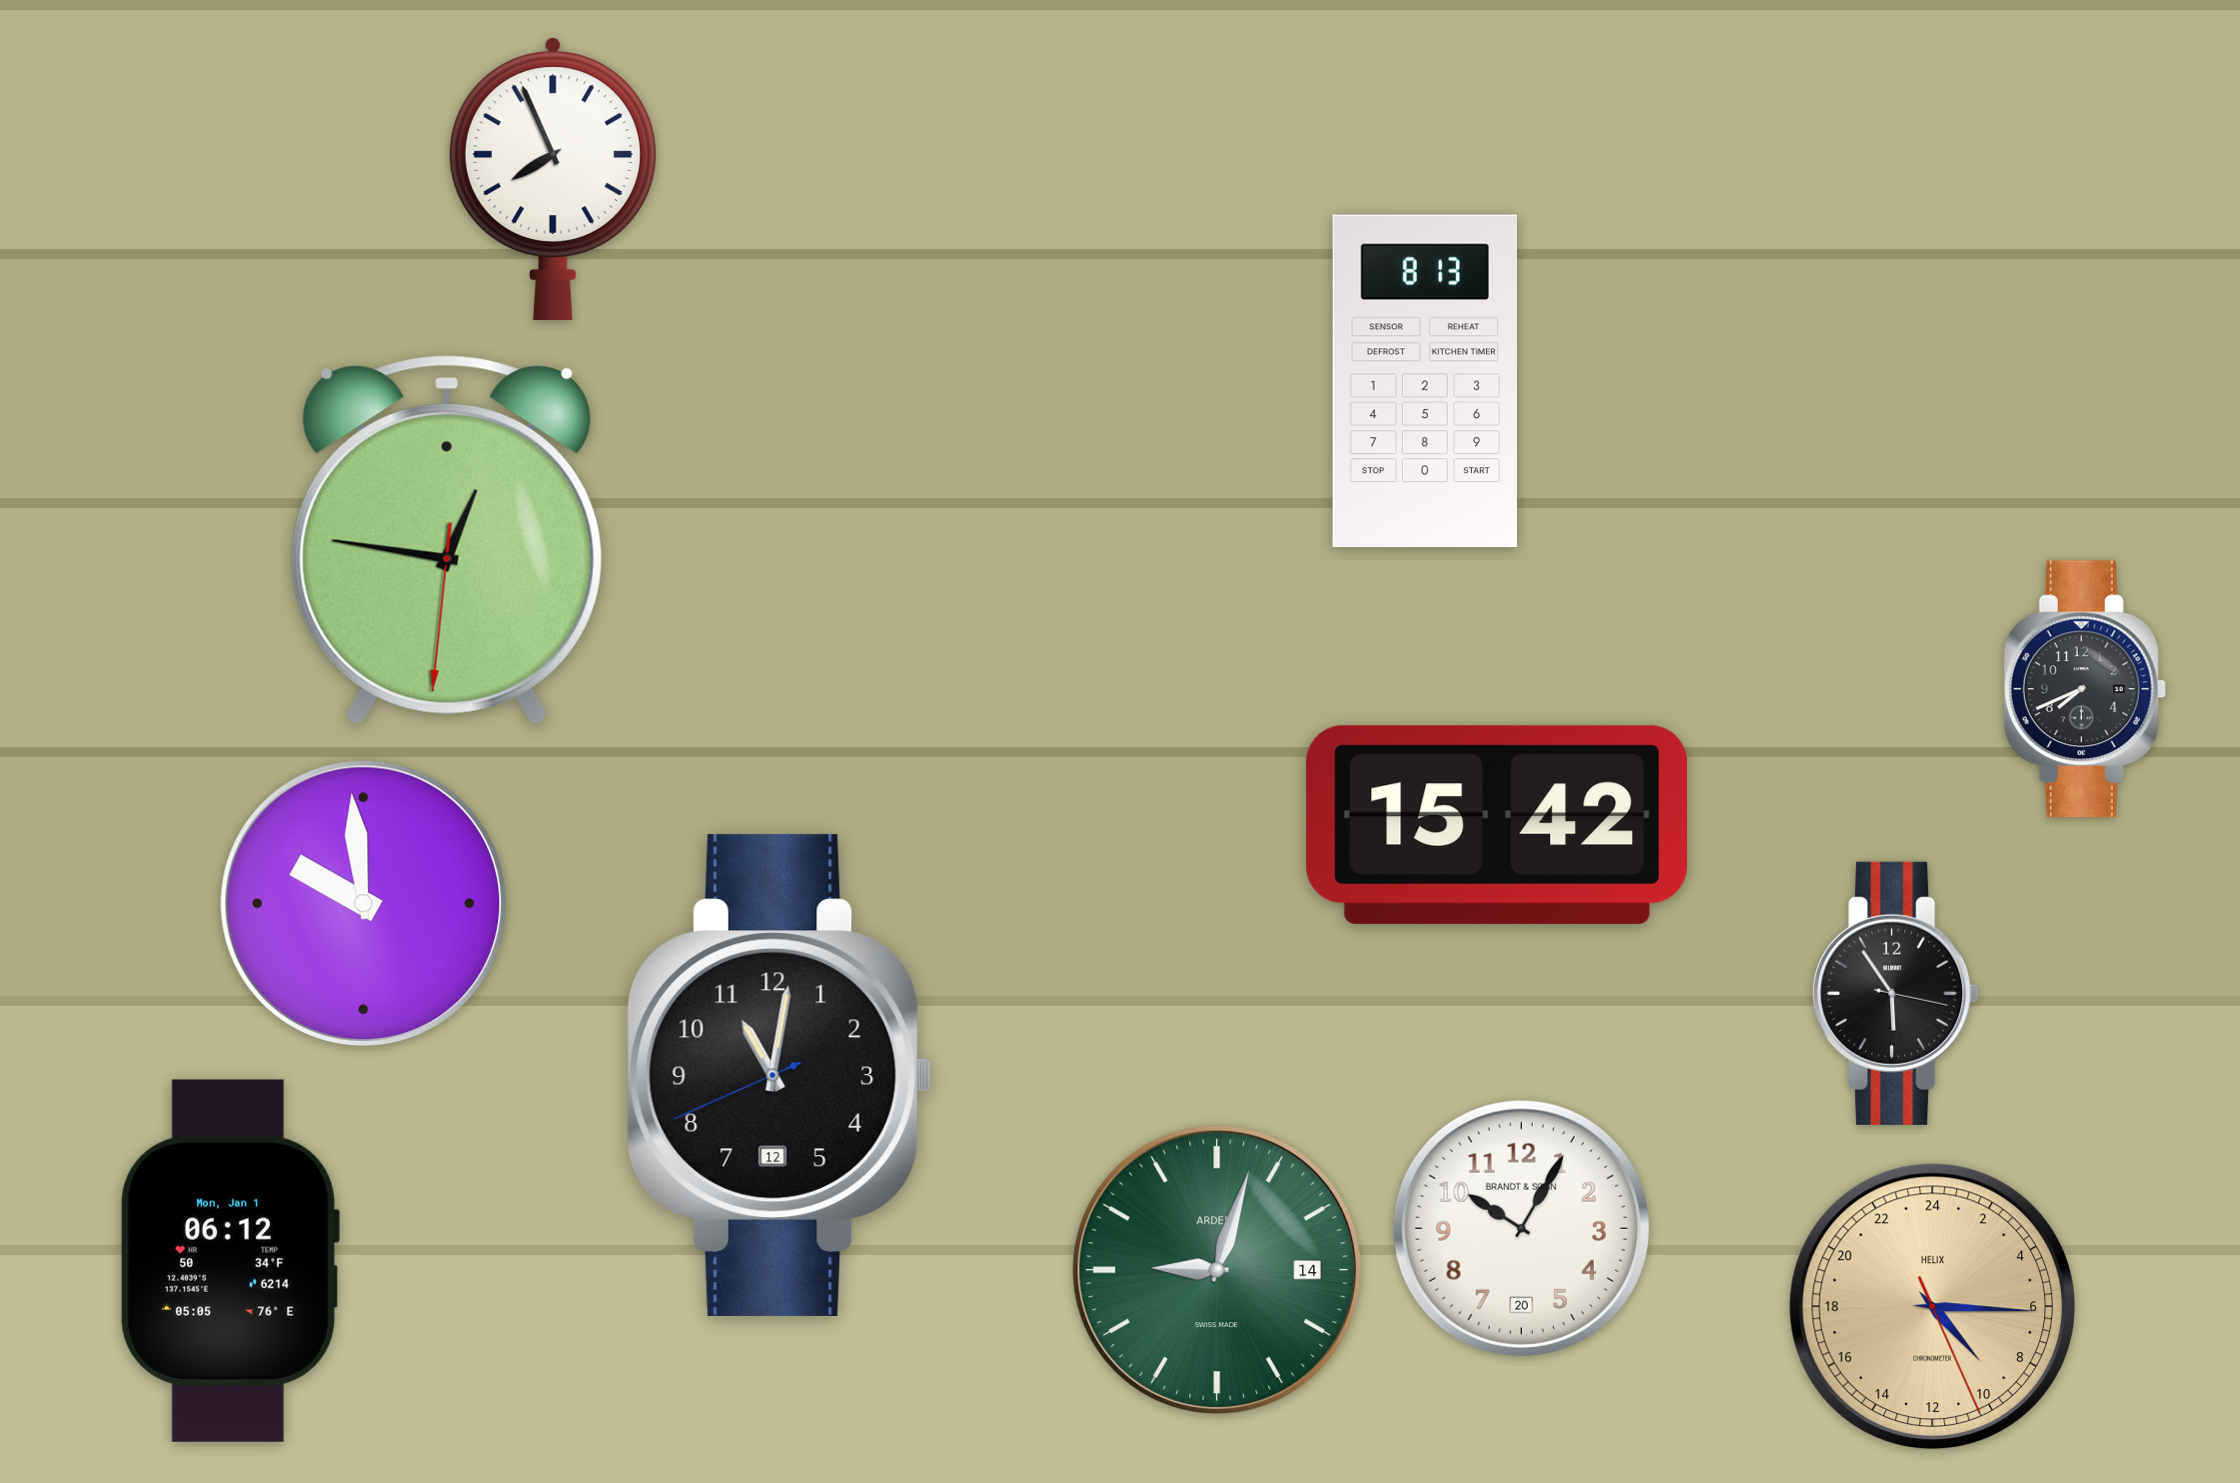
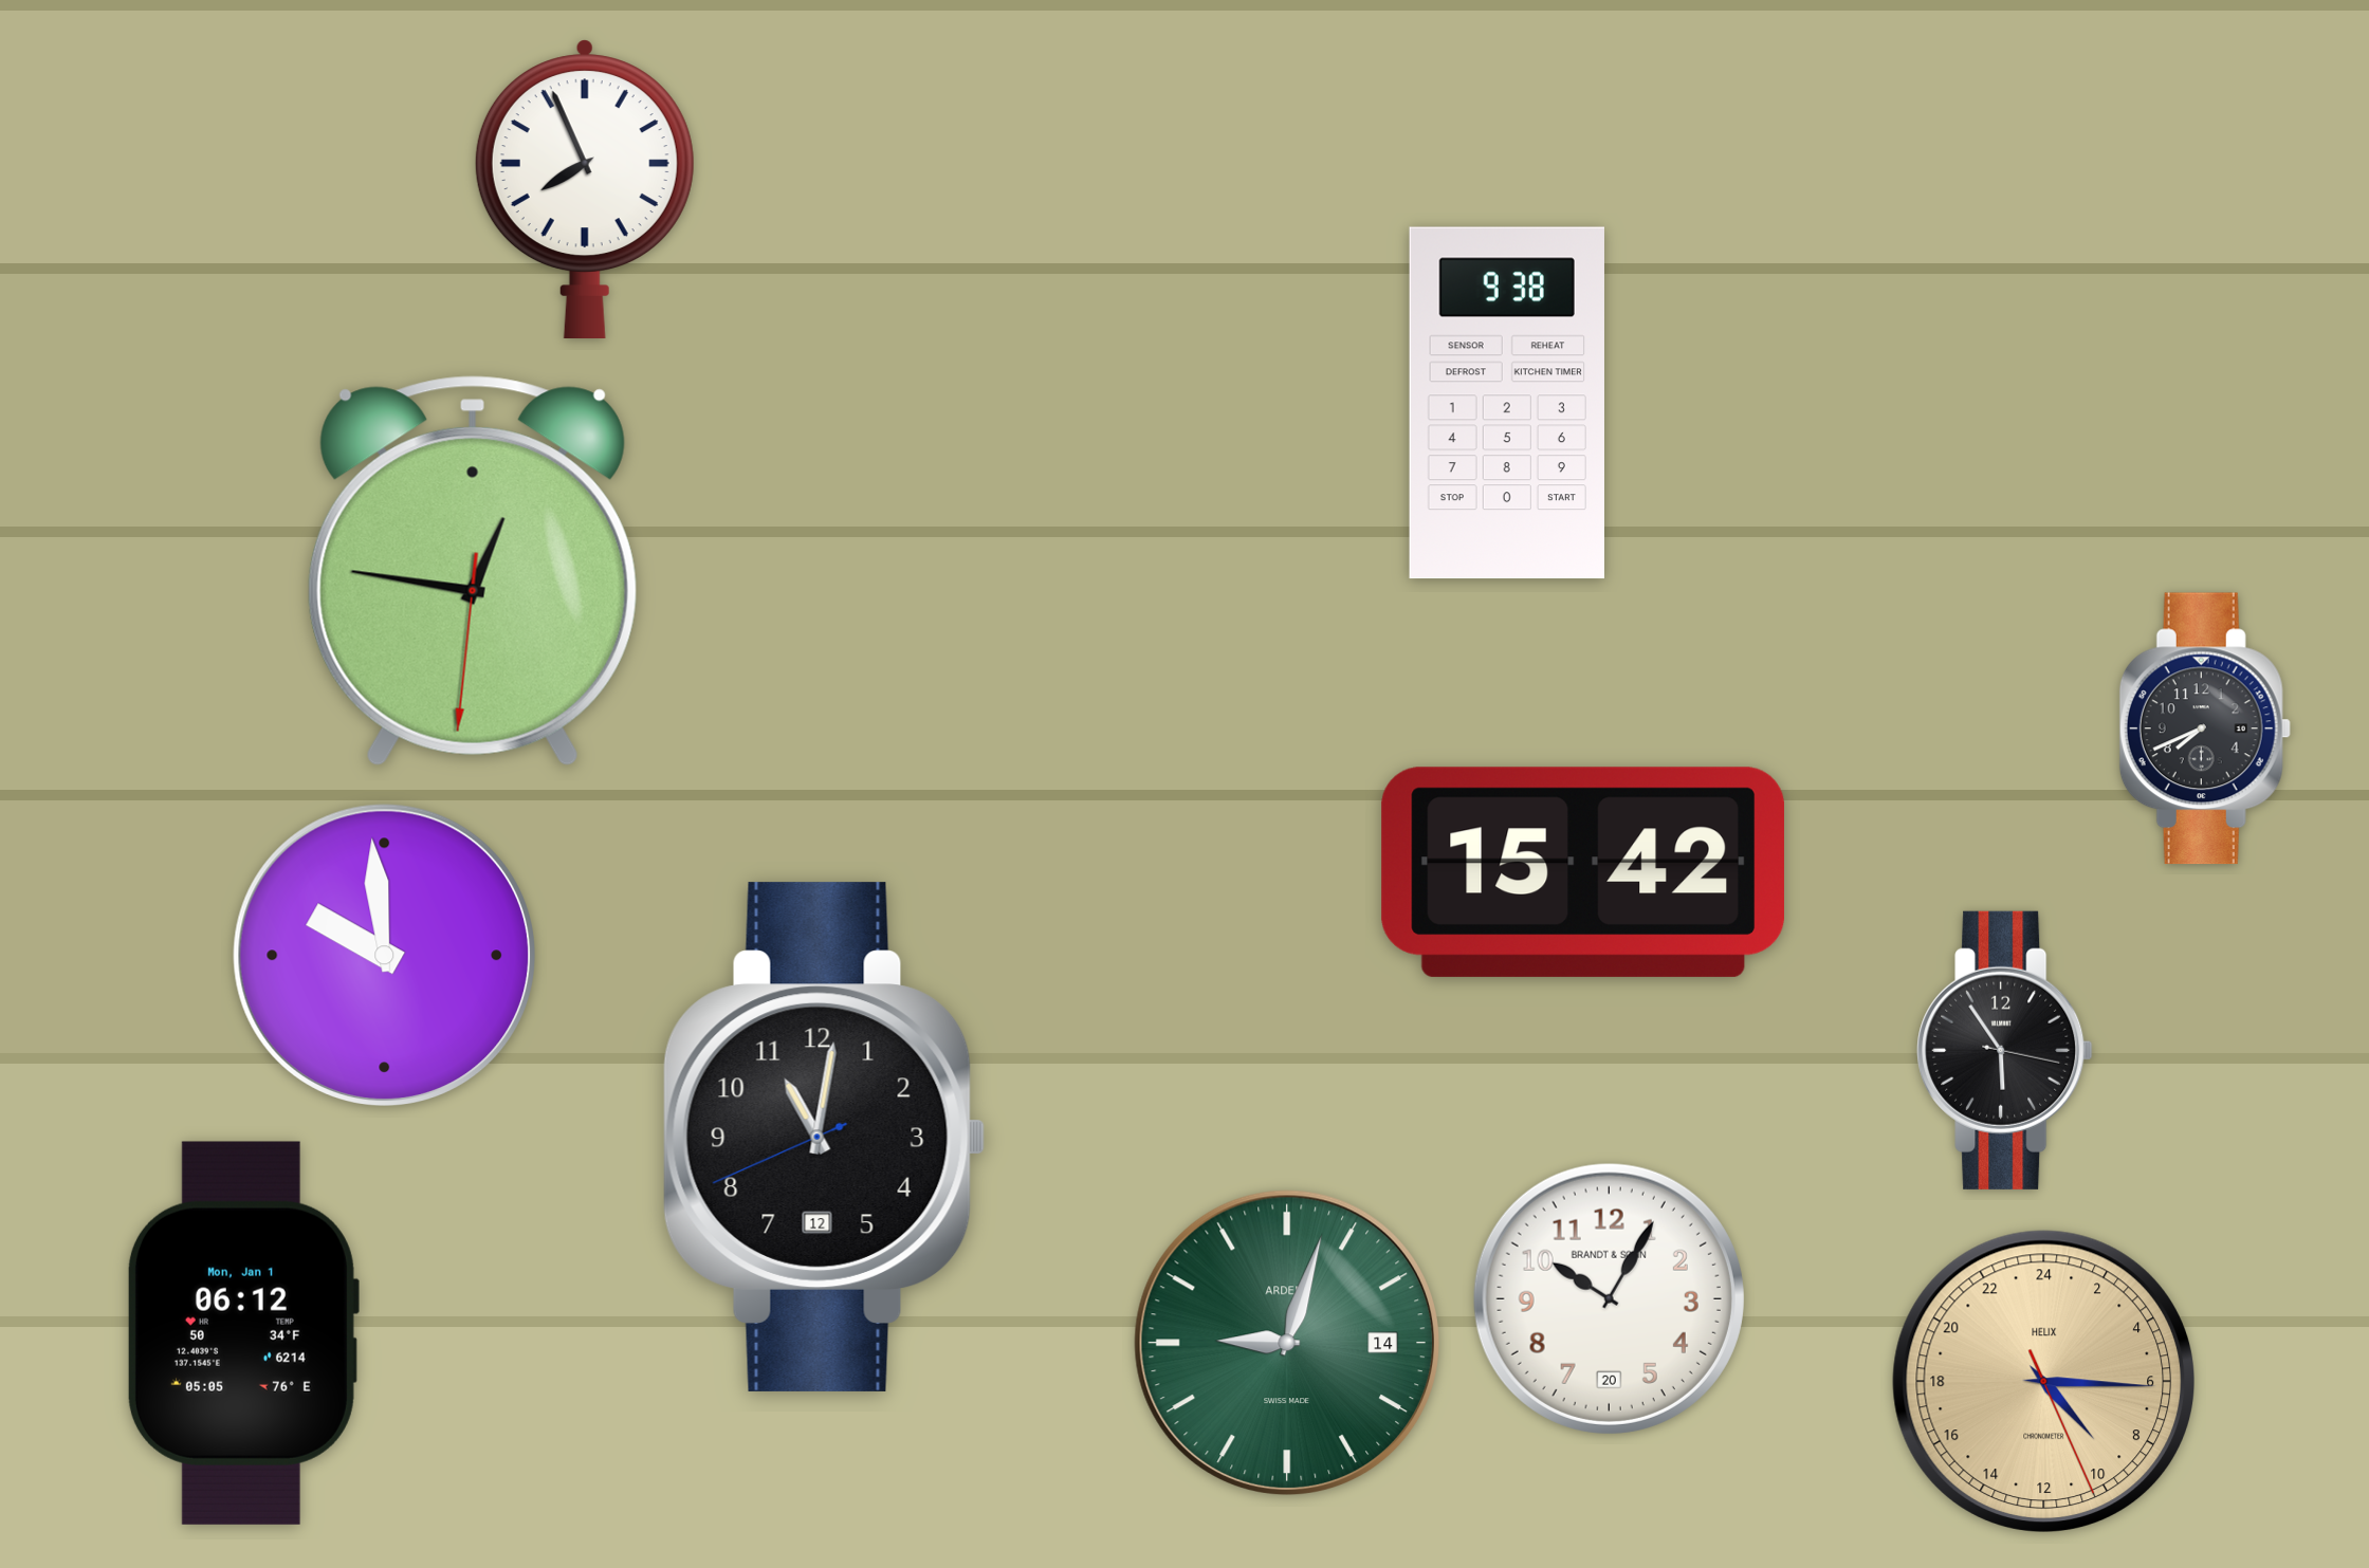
clock at (1425, 381): 8:13 -> 9:38
